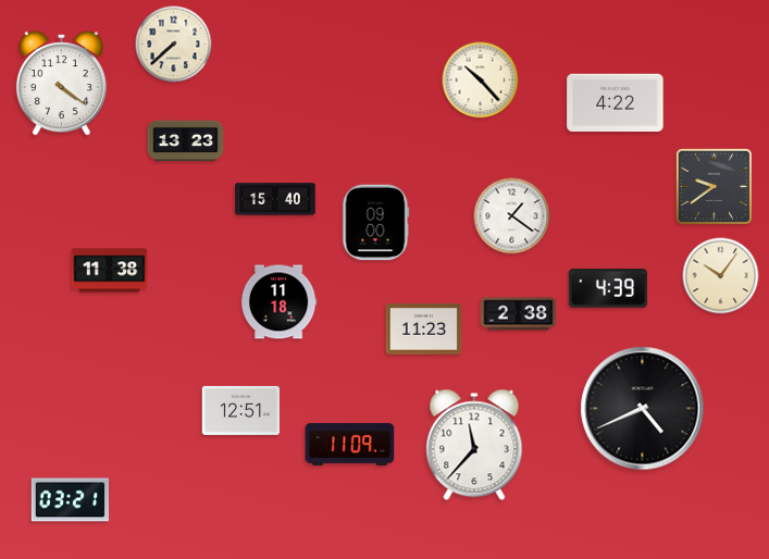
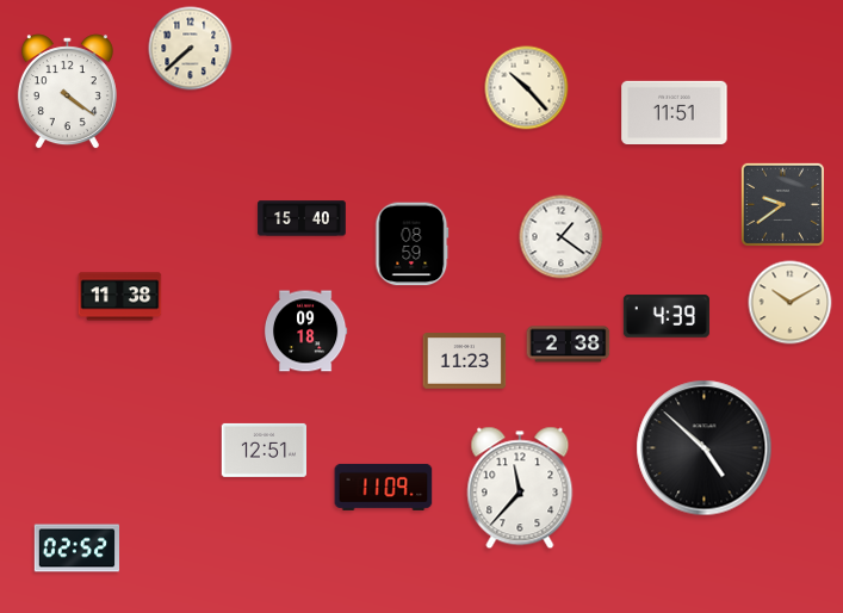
clock at (616, 102): 4:22 -> 11:51
clock at (186, 141): 13:23 -> none
clock at (376, 223): 09:00 -> 08:59
clock at (721, 276): 10:06 -> 10:10
clock at (278, 302): 11:18 -> 09:18
clock at (643, 409): 4:41 -> 4:52
clock at (70, 500): 03:21 -> 02:52
